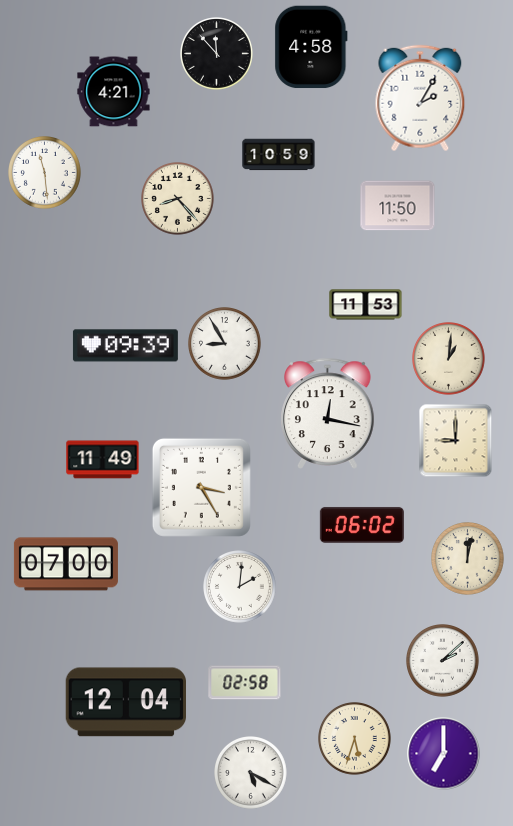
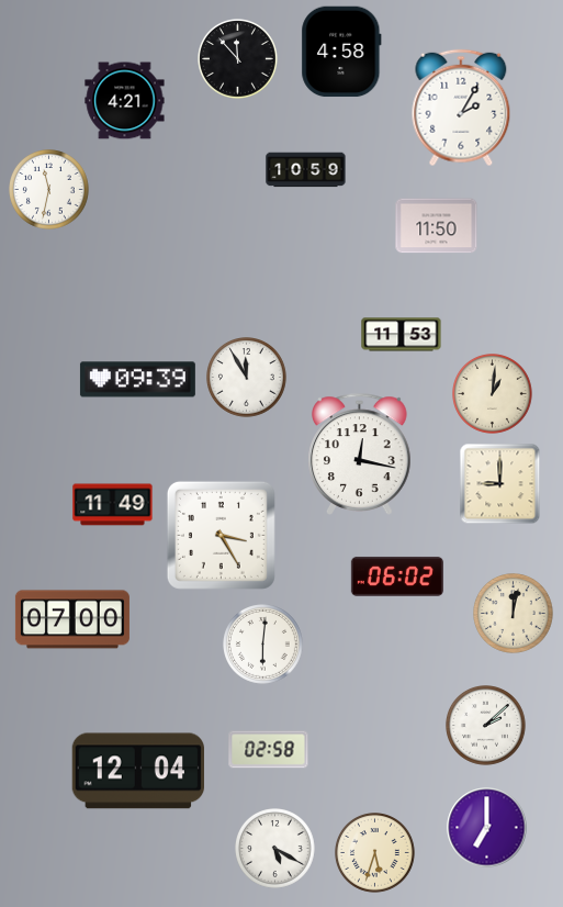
clock at (45, 173): 11:29 -> 11:32
clock at (178, 199): 8:23 -> none
clock at (225, 344): 8:55 -> 11:55
clock at (240, 587): 2:01 -> 6:01
clock at (355, 739) position: (355, 739) -> (375, 853)
